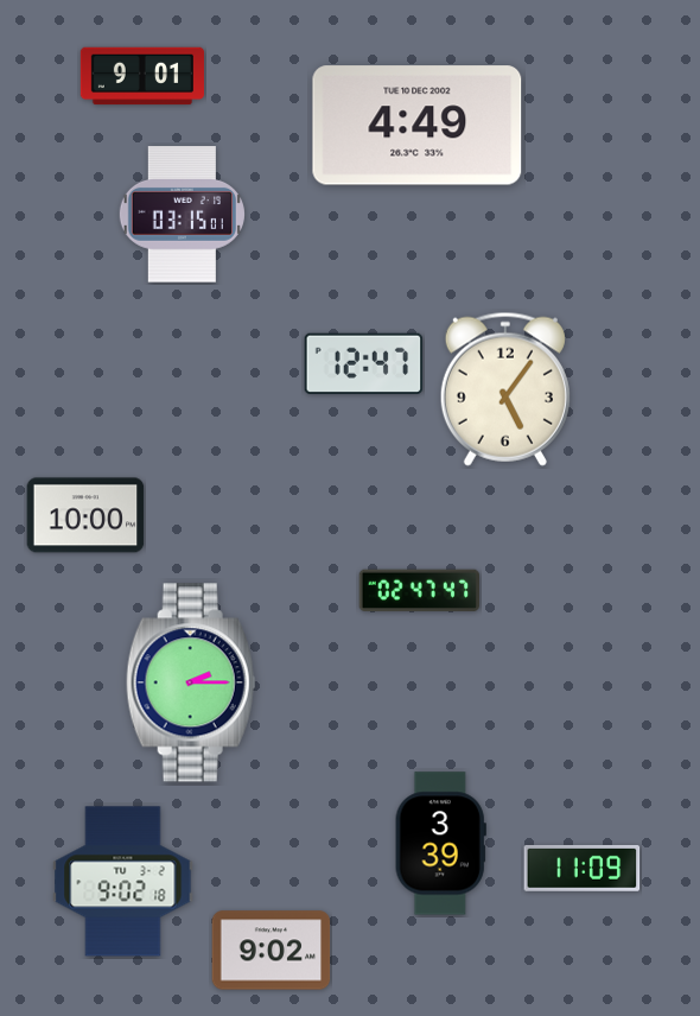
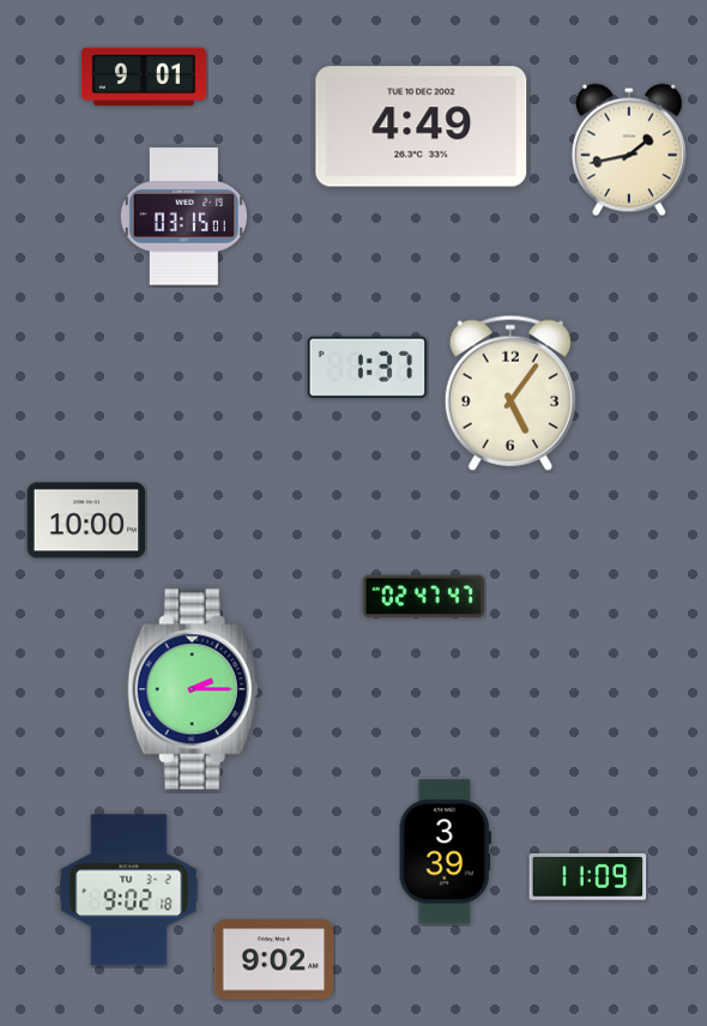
clock at (629, 150): none -> 1:43
clock at (364, 363): 12:47 -> 1:37
clock at (123, 882) position: (123, 882) -> (129, 891)
